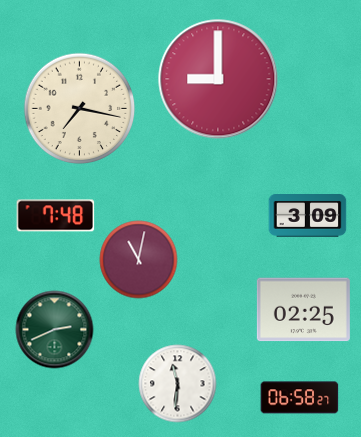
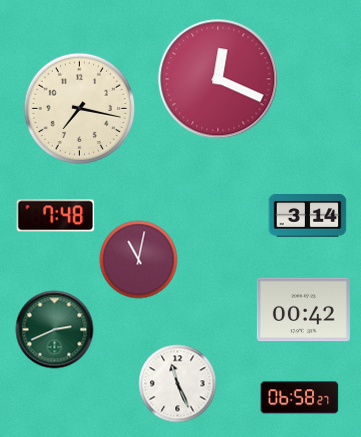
clock at (218, 79): 9:00 -> 12:19
clock at (307, 216): 3:09 -> 3:14
clock at (303, 310): 02:25 -> 00:42
clock at (177, 383): 11:31 -> 11:26
